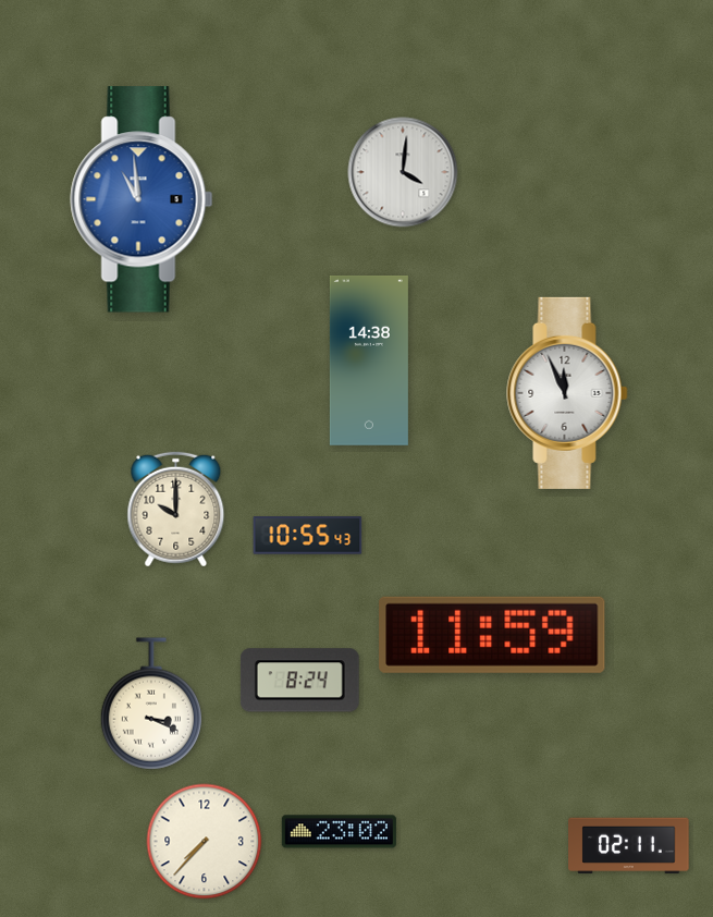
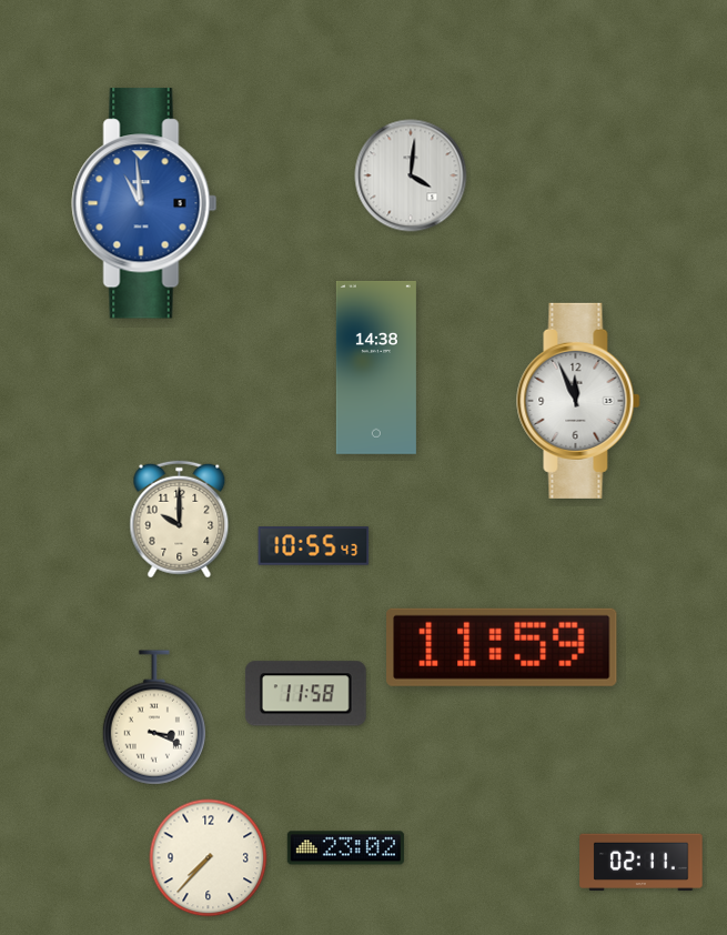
clock at (299, 681): 8:24 -> 11:58
